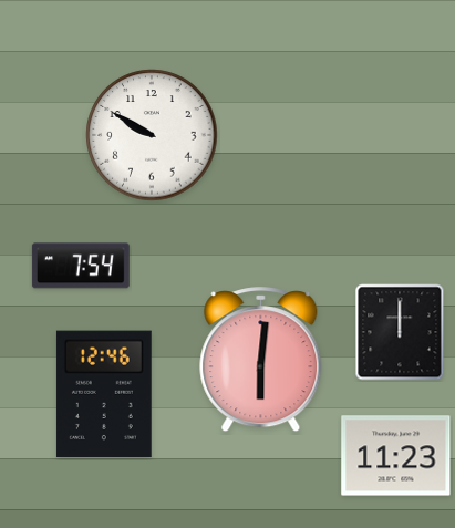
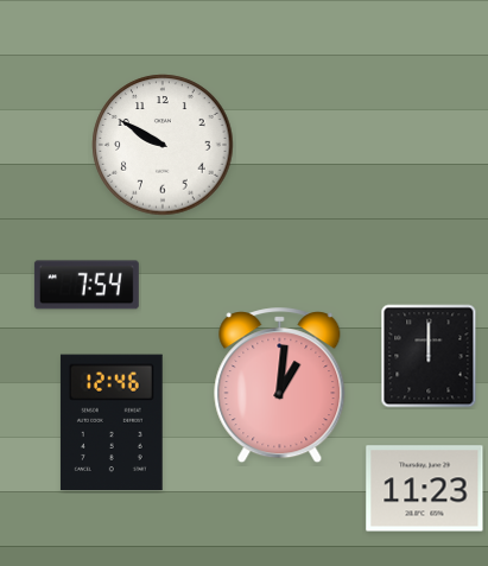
clock at (261, 360): 6:01 -> 1:01
